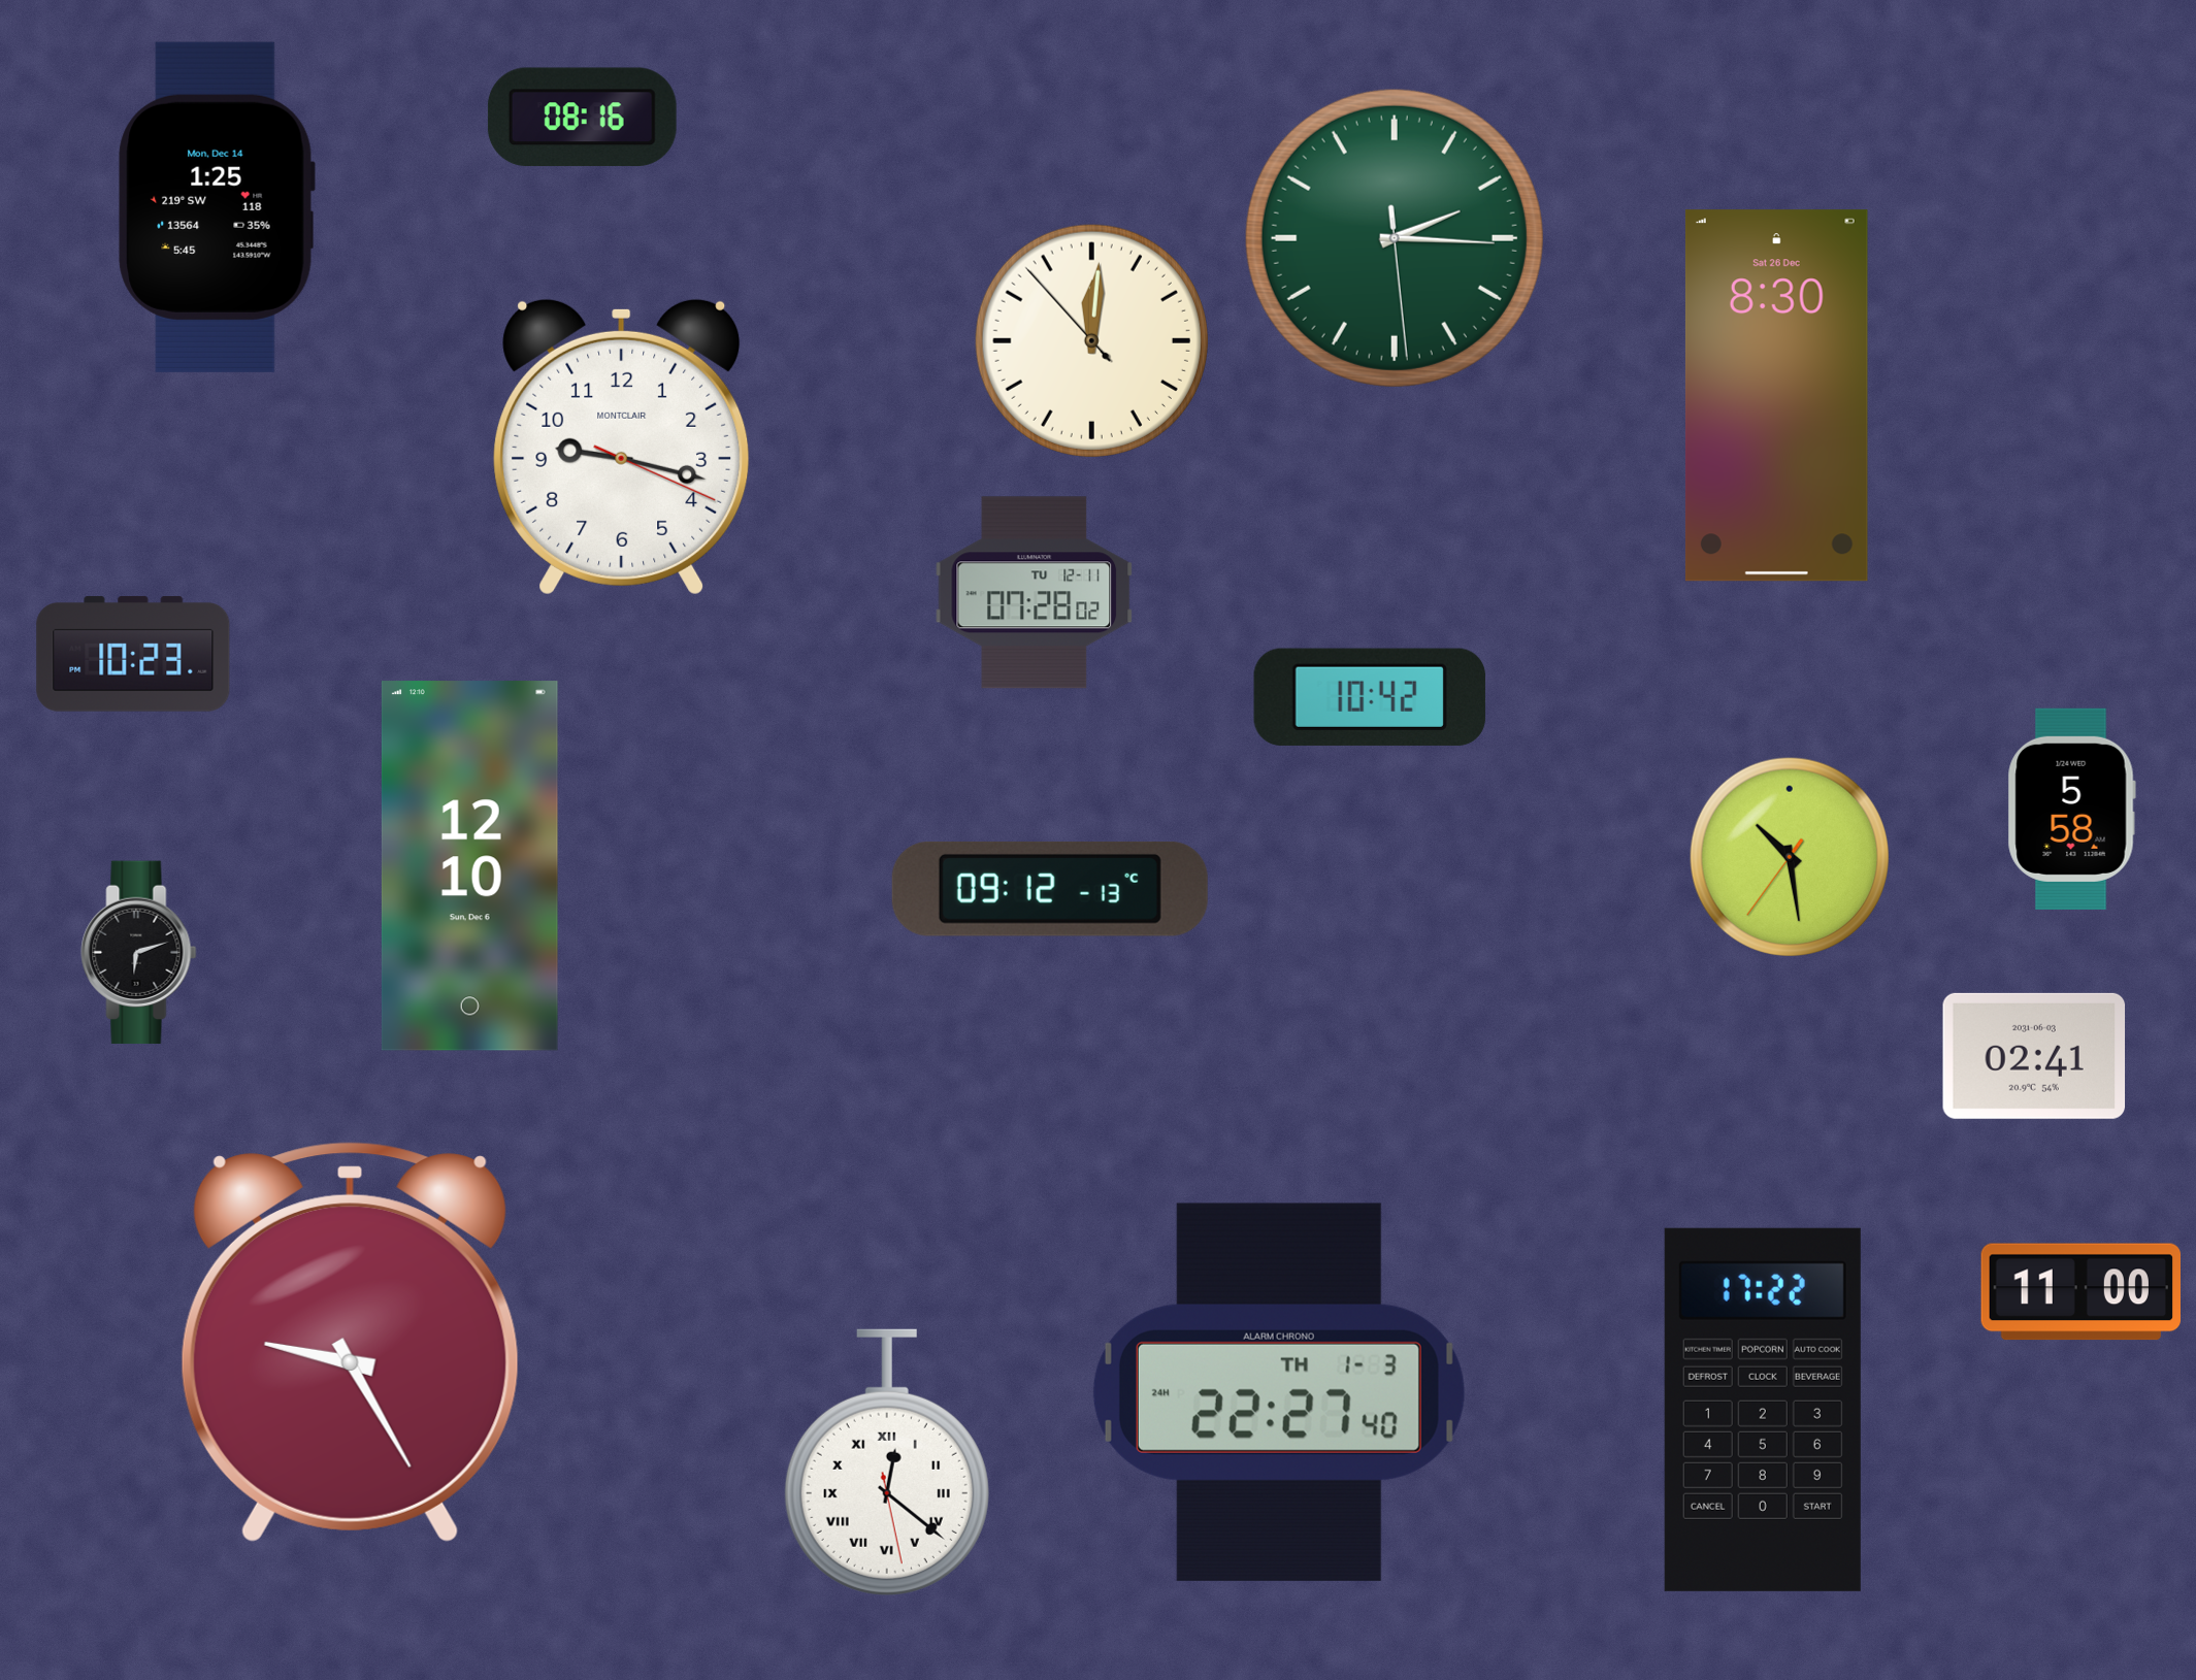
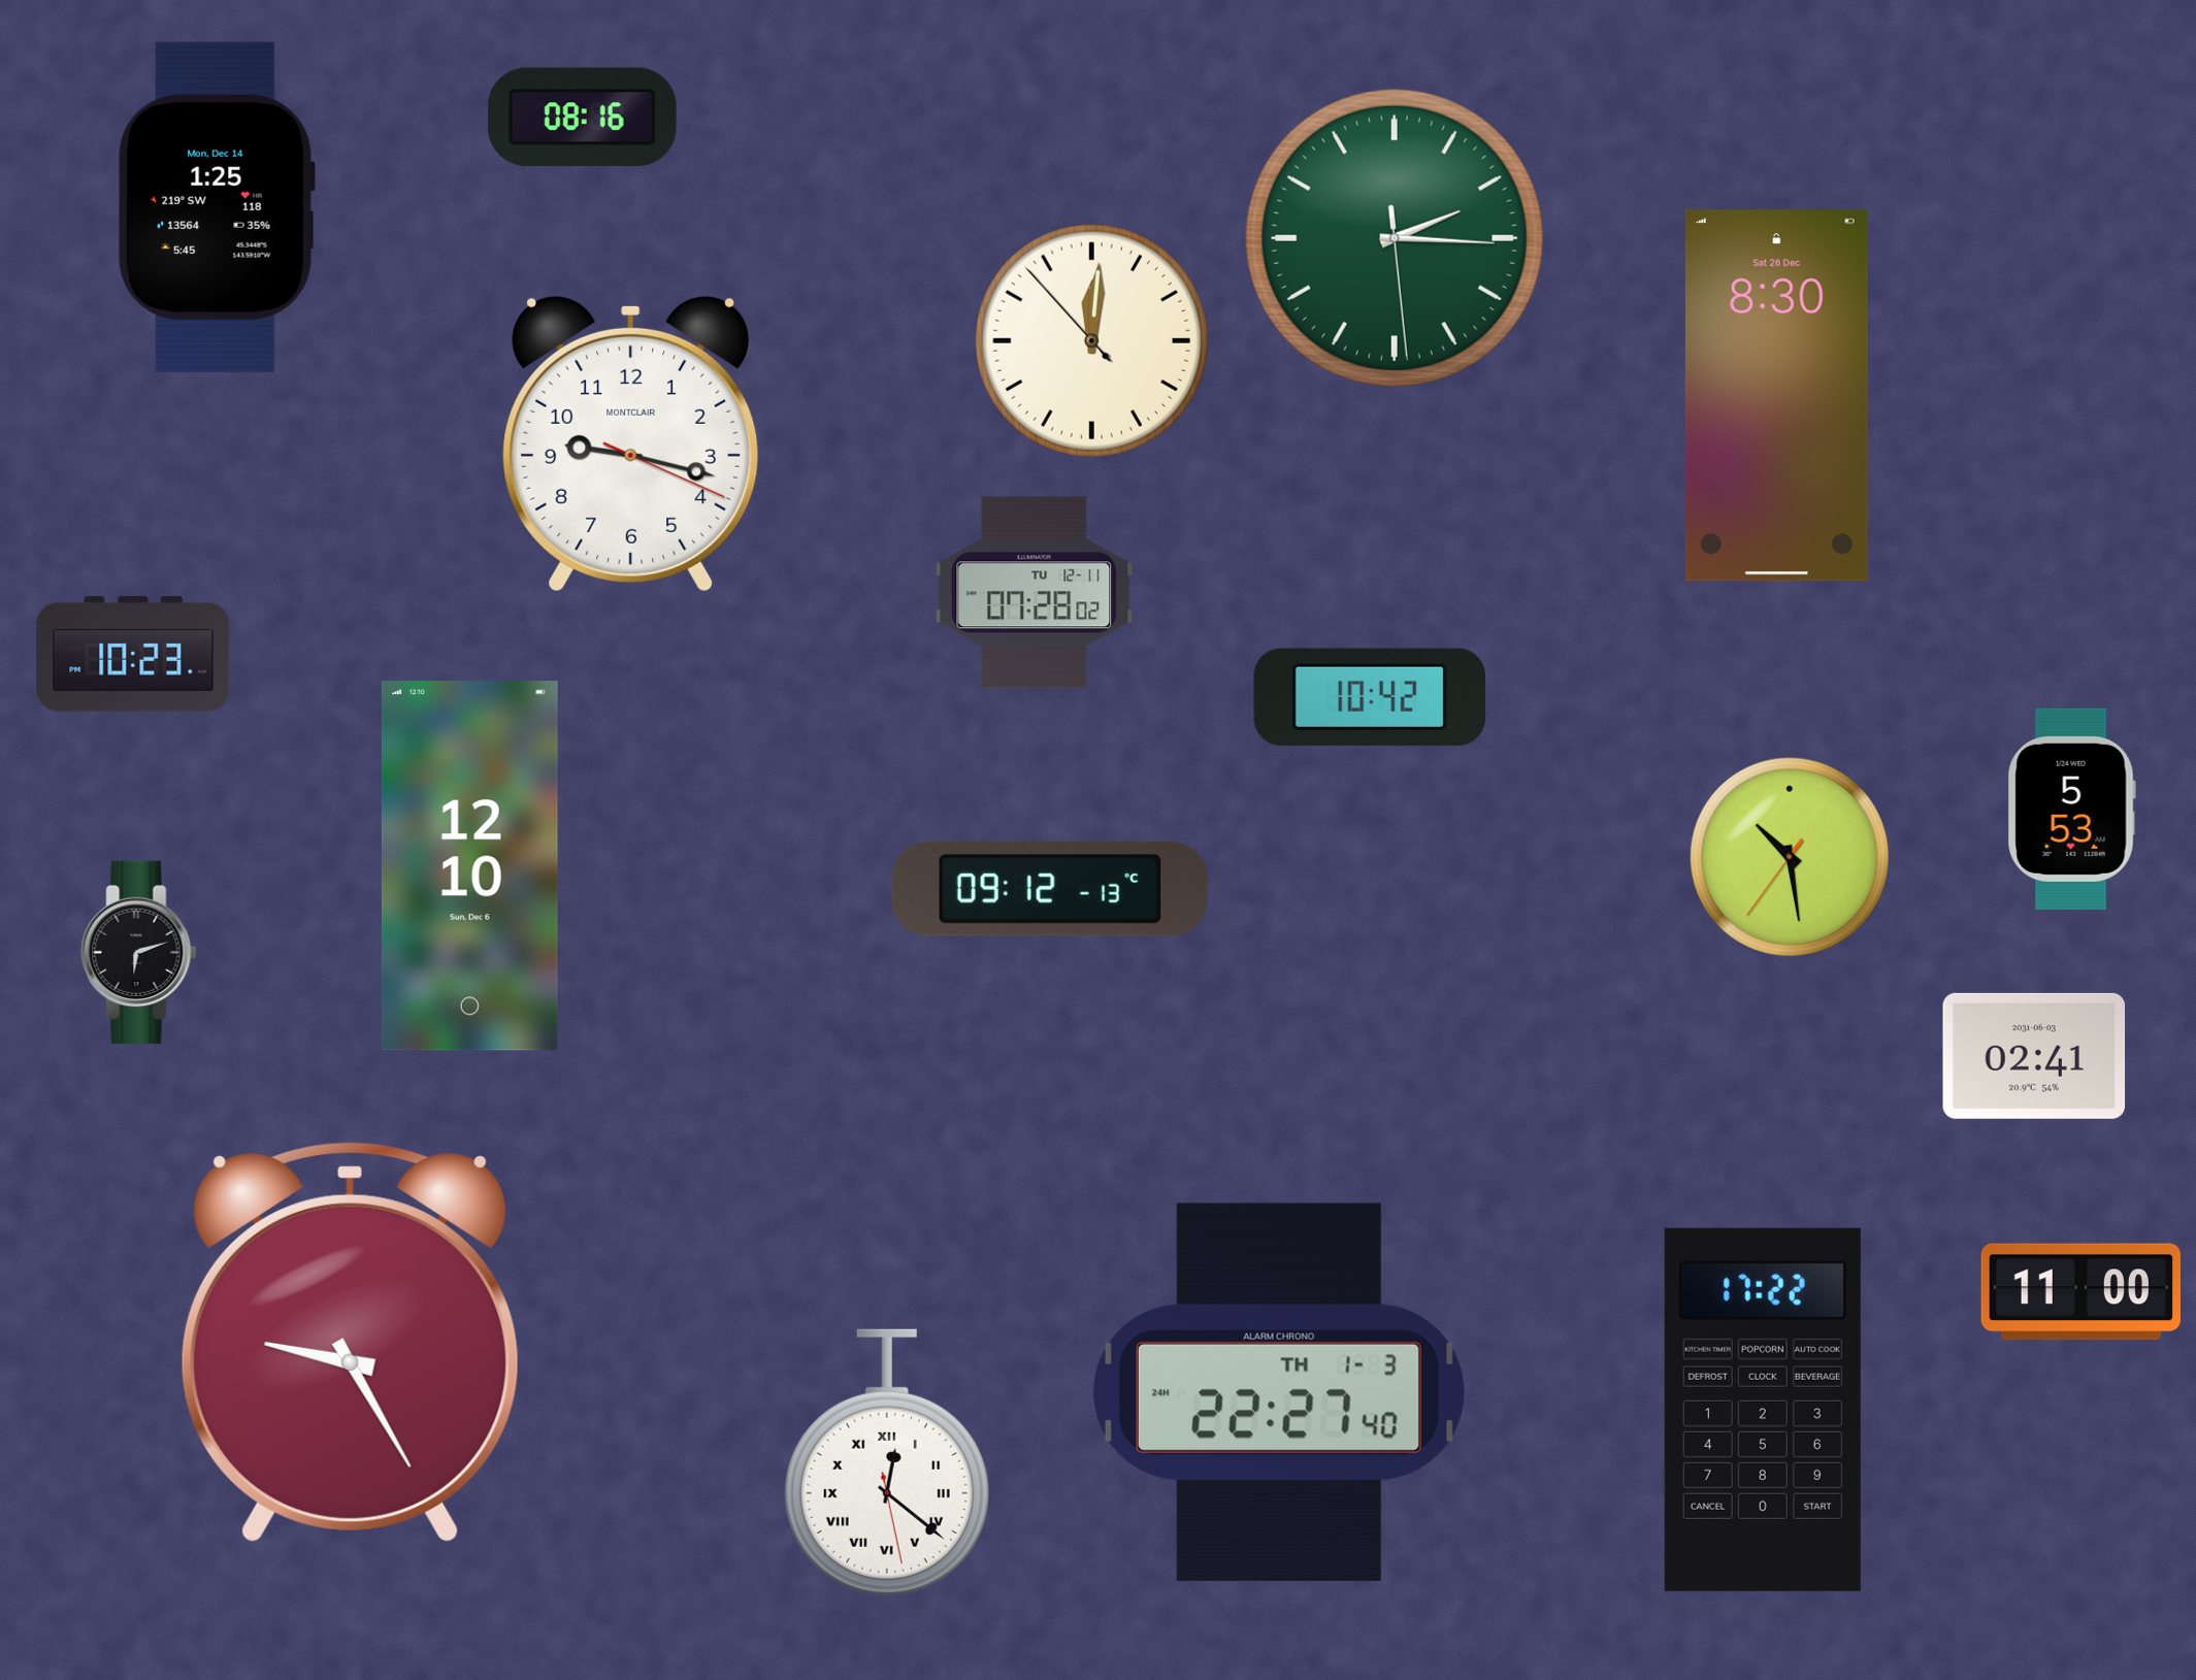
clock at (622, 447) position: (622, 447) -> (631, 443)
clock at (2071, 809): 5:58 -> 5:53
